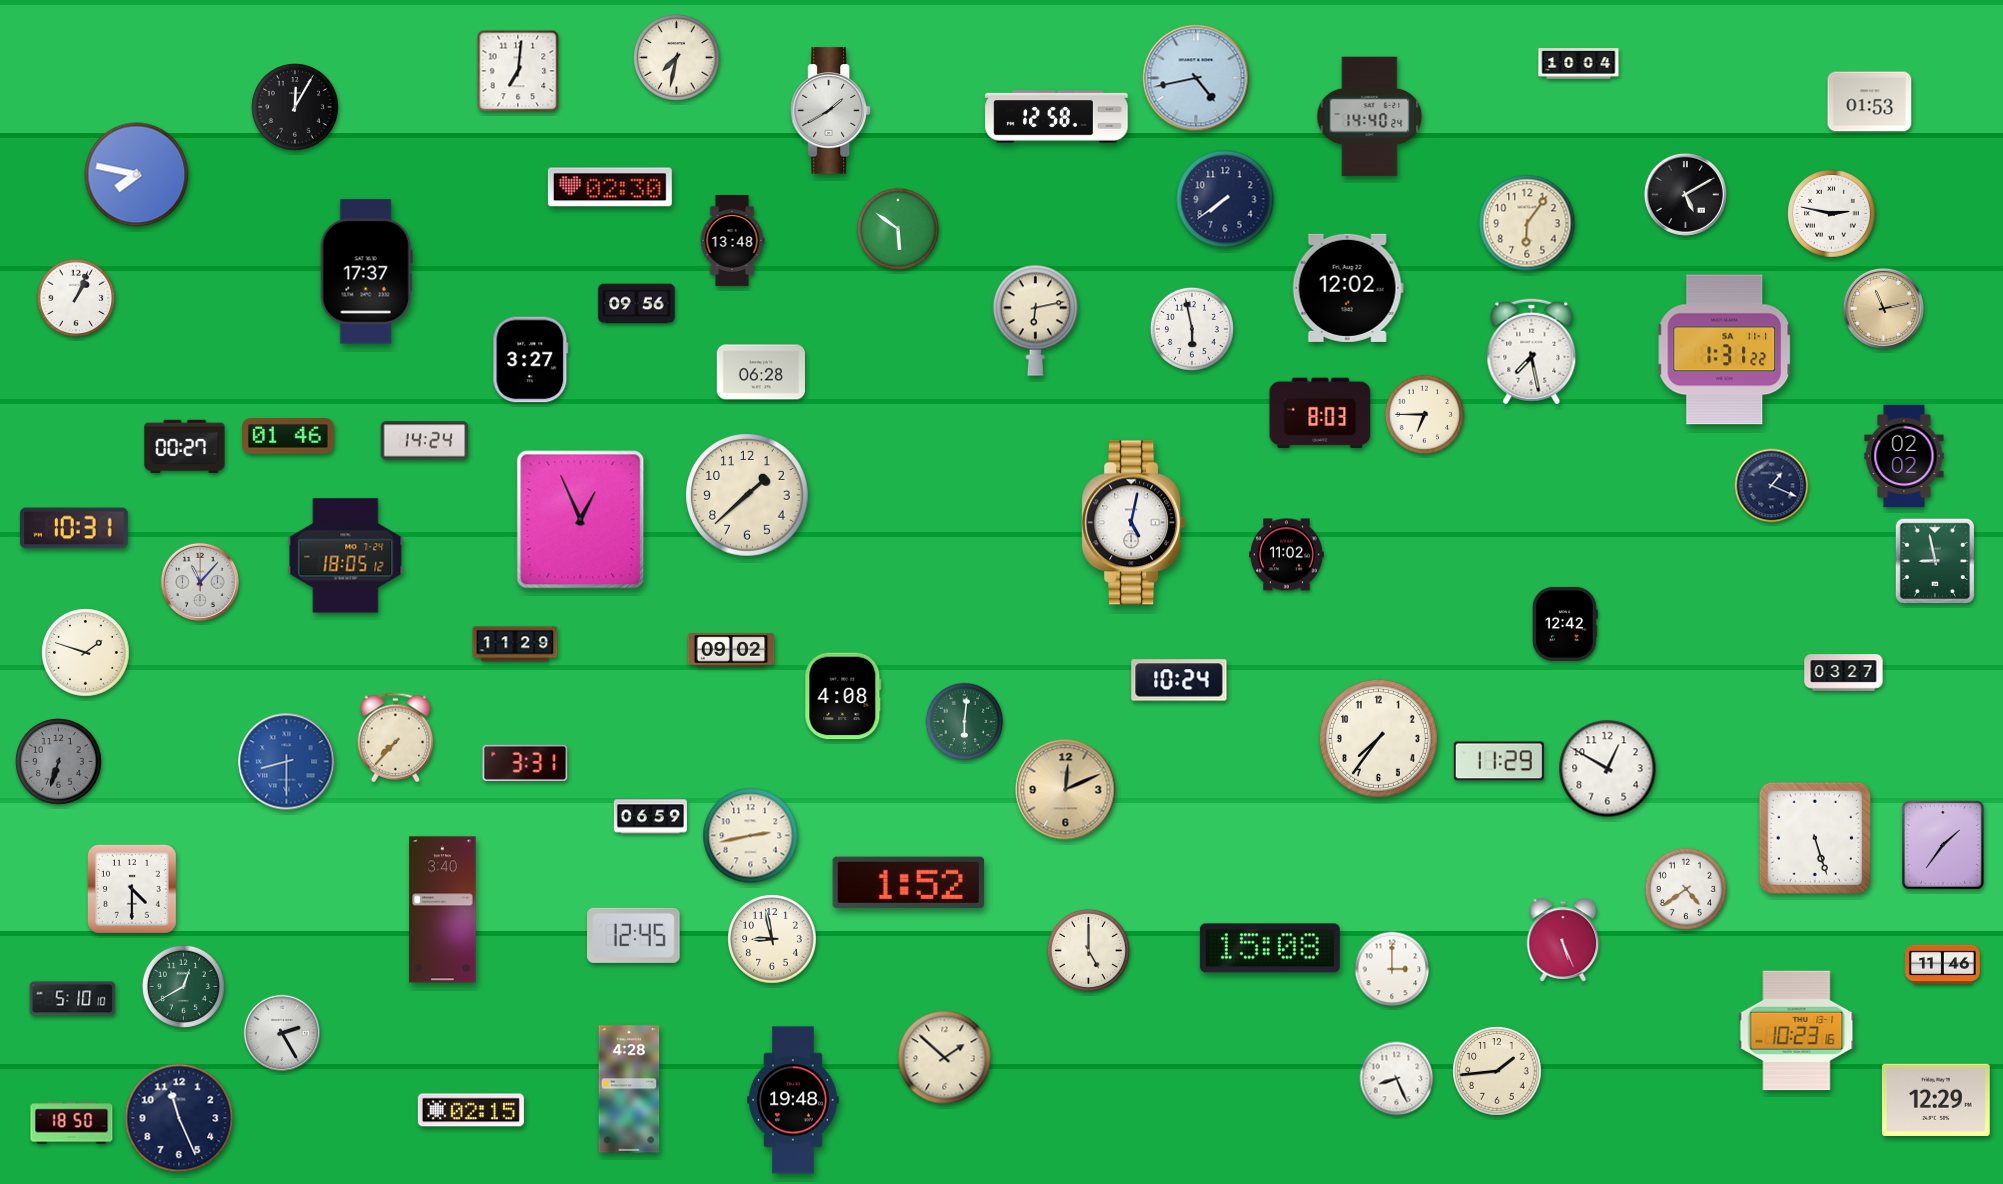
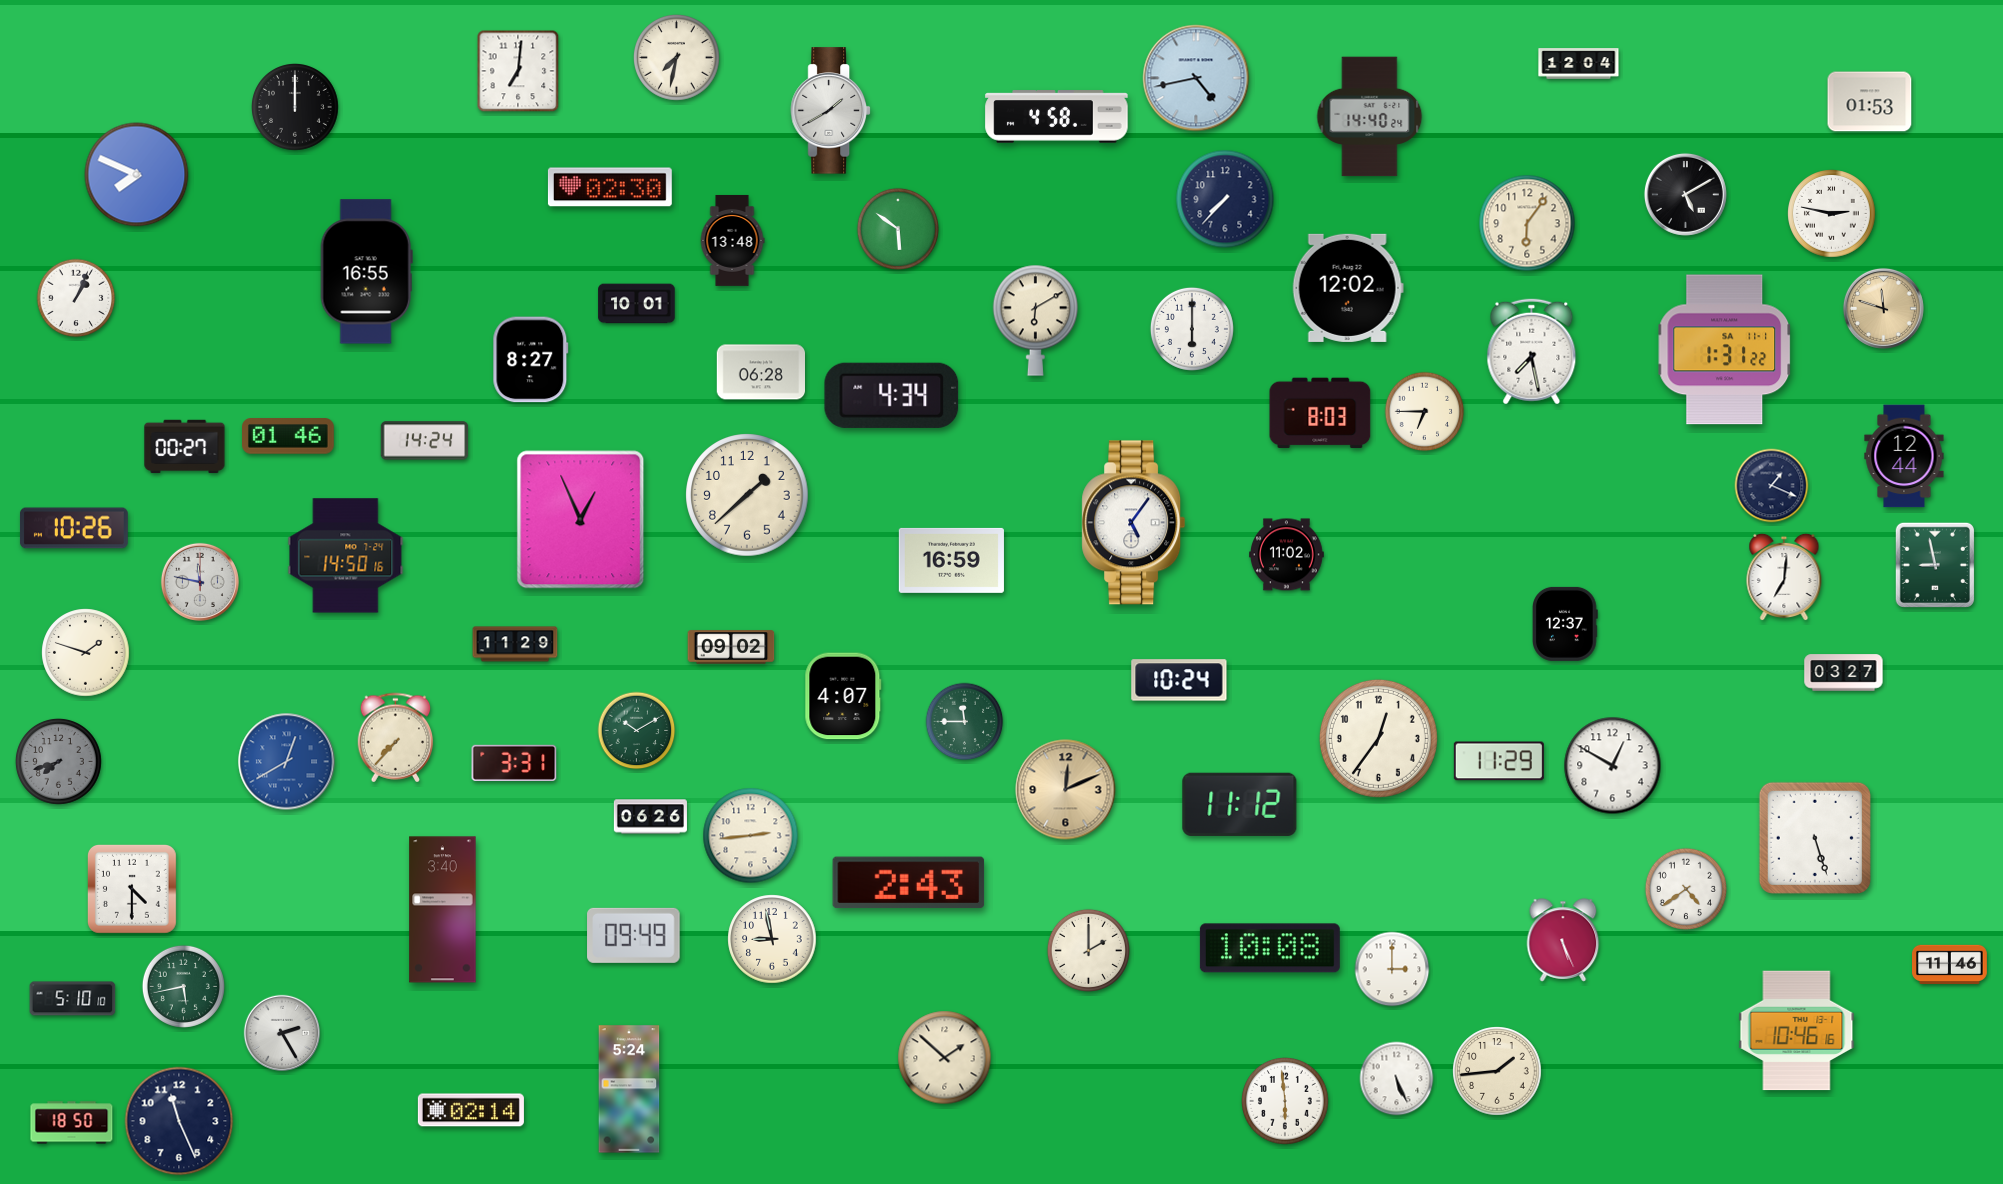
clock at (1579, 64): 10:04 -> 12:04
clock at (296, 108): 12:05 -> 12:00
clock at (1057, 117): 12:58 -> 4:58
clock at (137, 175): 7:47 -> 7:49
clock at (1225, 199): 7:39 -> 7:37
clock at (366, 272): 17:37 -> 16:55
clock at (637, 304): 09:56 -> 10:01
clock at (1883, 308): 11:13 -> 11:48
clock at (1036, 320): 6:13 -> 6:10
clock at (1192, 329): 5:58 -> 6:00
clock at (531, 360): 3:27 -> 8:27
clock at (892, 395): none -> 4:34
clock at (1425, 415) position: (1425, 415) -> (1425, 412)
clock at (1904, 456): 02:02 -> 12:44
clock at (1134, 523): 5:02 -> 5:06
clock at (74, 528): 10:31 -> 10:26
clock at (346, 556): 18:05 -> 14:50
clock at (951, 560): none -> 16:59
clock at (1935, 560) position: (1935, 560) -> (1935, 564)
clock at (1784, 577): none -> 7:01
clock at (200, 582): 11:07 -> 11:47
clock at (1565, 624): 12:42 -> 12:37
clock at (731, 650) position: (731, 650) -> (731, 647)
clock at (843, 696): 4:08 -> 4:07
clock at (965, 722): 6:01 -> 11:45
clock at (637, 731): none -> 10:10
clock at (1378, 738): 7:36 -> 12:36
clock at (58, 761): 6:33 -> 7:42
clock at (287, 762): 8:30 -> 12:40
clock at (525, 762) position: (525, 762) -> (514, 762)
clock at (1608, 769) position: (1608, 769) -> (1613, 766)
clock at (1240, 804): none -> 11:12
clock at (650, 817): 06:59 -> 06:26
clock at (751, 836): 2:43 -> 2:44
clock at (1943, 845): 1:36 -> none
clock at (909, 883): 1:52 -> 2:43
clock at (634, 935): 12:45 -> 09:49
clock at (1270, 948): 15:08 -> 10:08
clock at (1088, 950): 5:00 -> 2:00
clock at (1943, 964) position: (1943, 964) -> (1950, 964)
clock at (183, 986): 12:40 -> 5:43
clock at (1797, 1031): 10:23 -> 10:46
clock at (1397, 1079): 8:26 -> 5:26
clock at (629, 1089): 4:28 -> 5:24
clock at (793, 1100): 19:48 -> none
clock at (1936, 1100): 12:29 -> none
clock at (1286, 1102): none -> 5:59
clock at (471, 1110): 02:15 -> 02:14
clock at (179, 1118) position: (179, 1118) -> (179, 1121)
